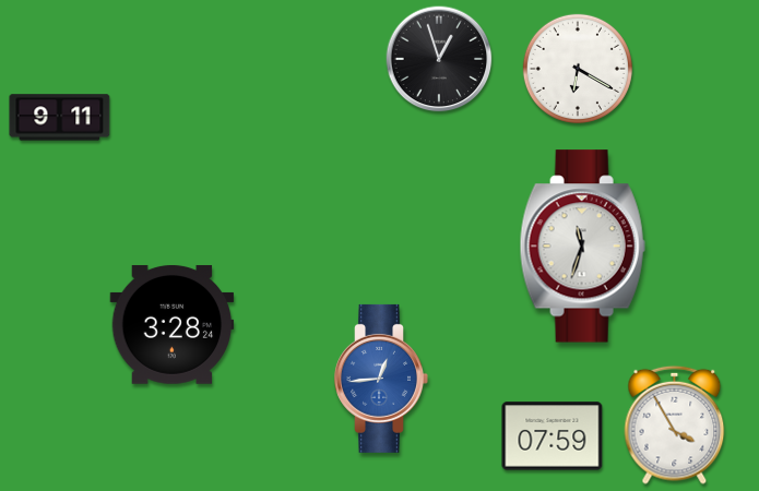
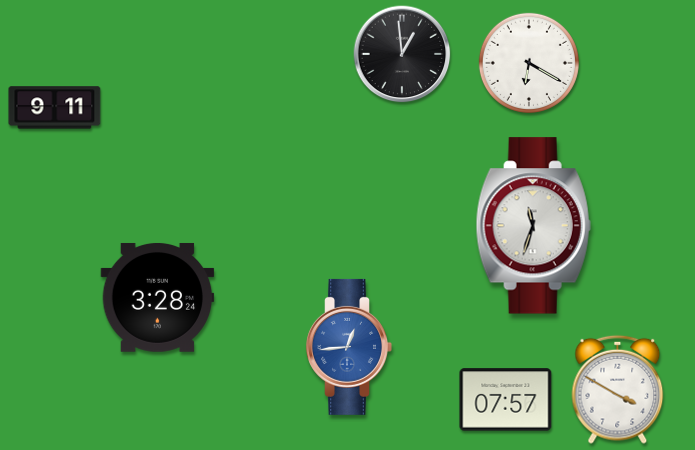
clock at (439, 59): 12:57 -> 12:59
clock at (675, 424): 3:55 -> 3:50
clock at (553, 436): 07:59 -> 07:57
